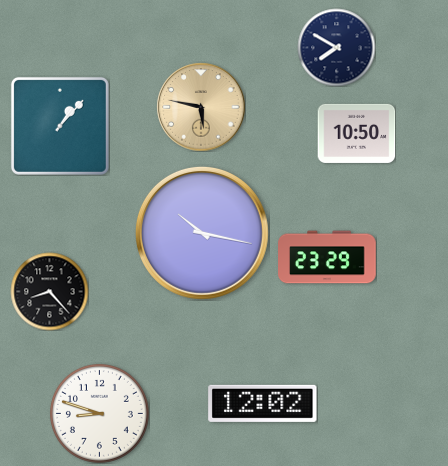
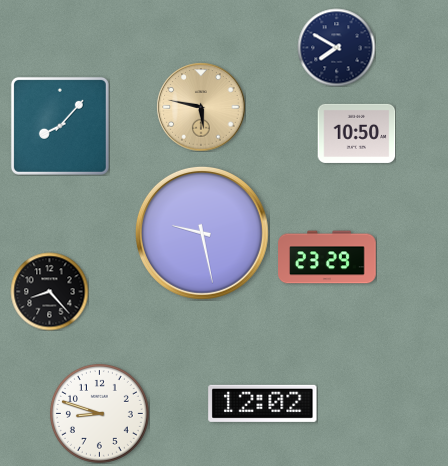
clock at (60, 126): 1:07 -> 8:07
clock at (202, 233): 10:17 -> 9:28
